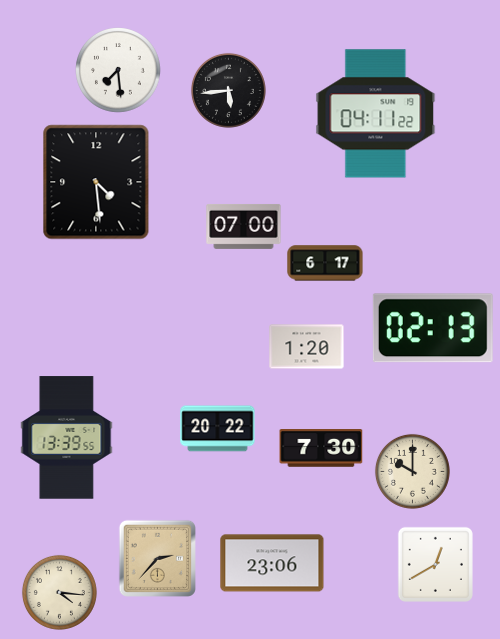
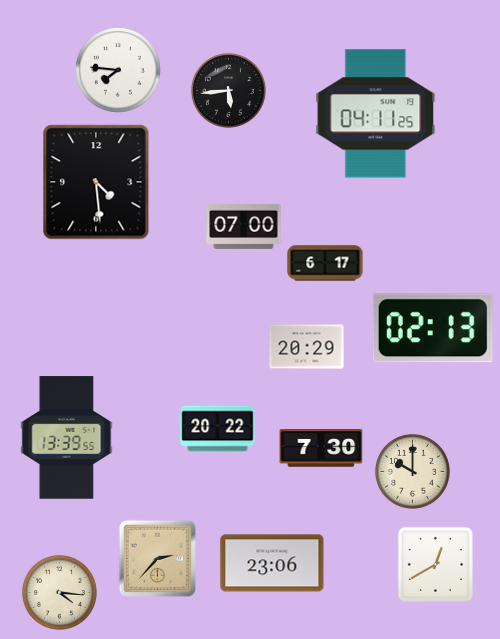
clock at (119, 71): 7:29 -> 7:46
clock at (376, 114): 04:11:22 -> 04:11:25
clock at (307, 347): 1:20 -> 20:29
